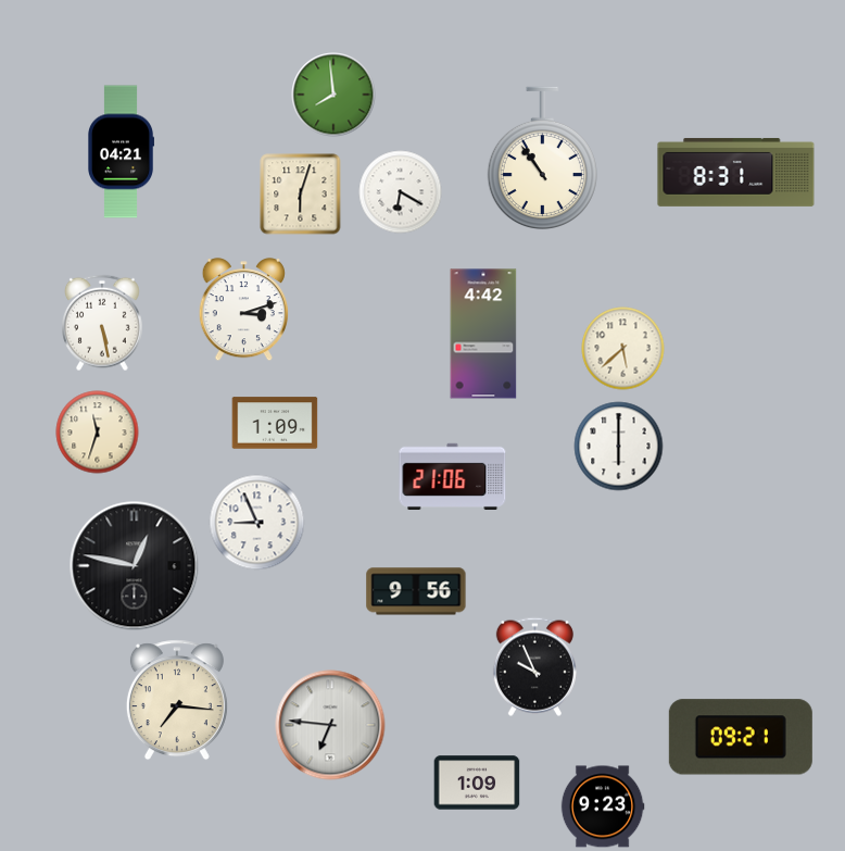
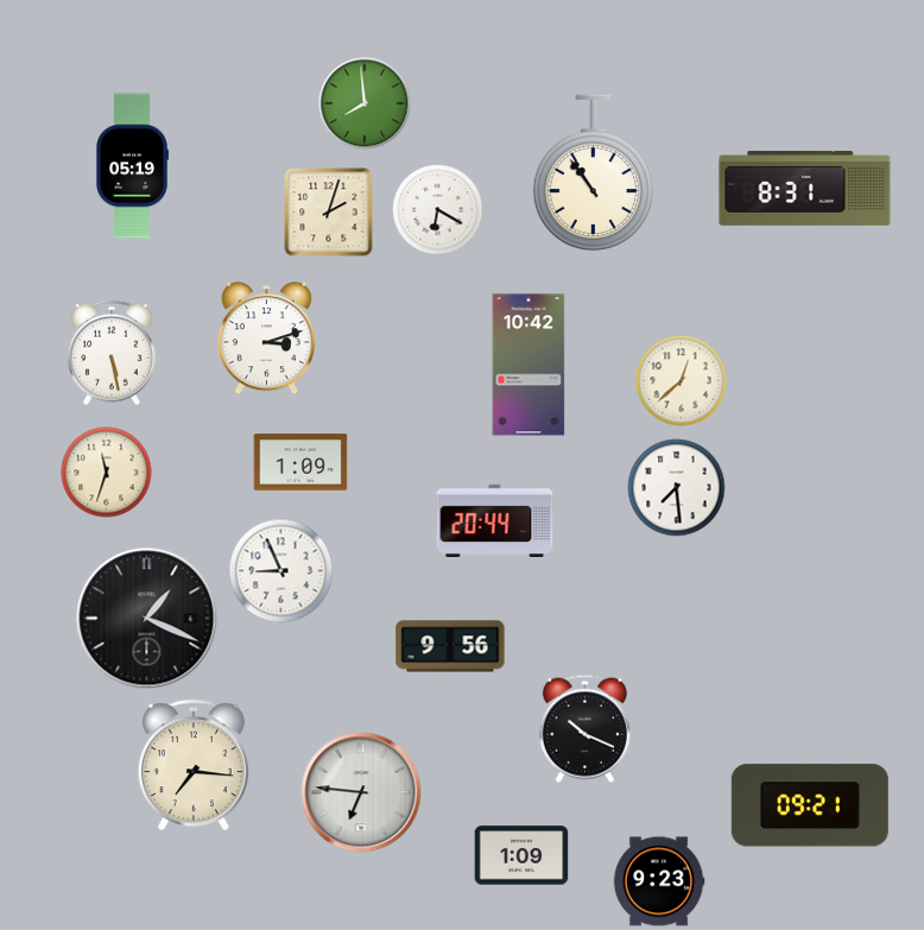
clock at (121, 152): 04:21 -> 05:19
clock at (301, 195): 6:03 -> 2:03
clock at (483, 334): 4:42 -> 10:42
clock at (623, 349): 5:38 -> 12:38
clock at (619, 447): 6:00 -> 7:29
clock at (453, 476): 21:06 -> 20:44
clock at (135, 566): 12:47 -> 1:19
clock at (416, 591) position: (416, 591) -> (450, 646)
clock at (534, 666): 9:56 -> 10:19
